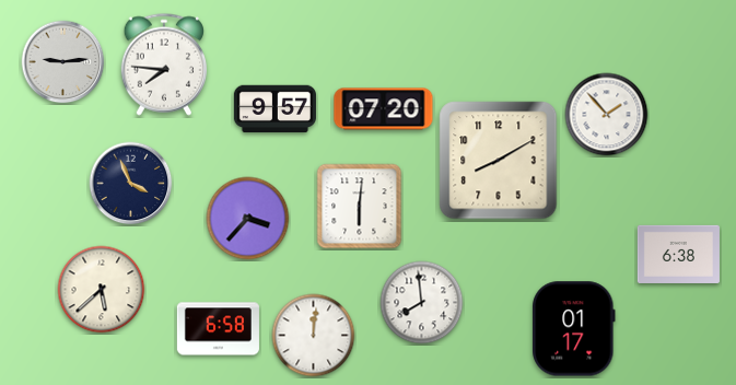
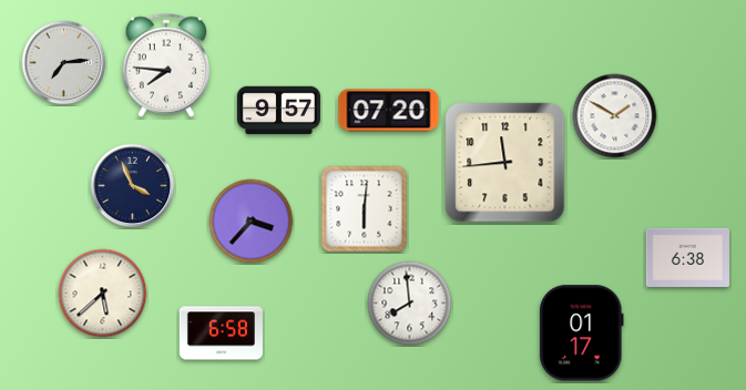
clock at (63, 62): 9:14 -> 7:14
clock at (607, 115): 1:53 -> 1:50
clock at (499, 161): 8:10 -> 11:44
clock at (422, 303) position: (422, 303) -> (410, 304)
clock at (314, 336): 12:01 -> none
